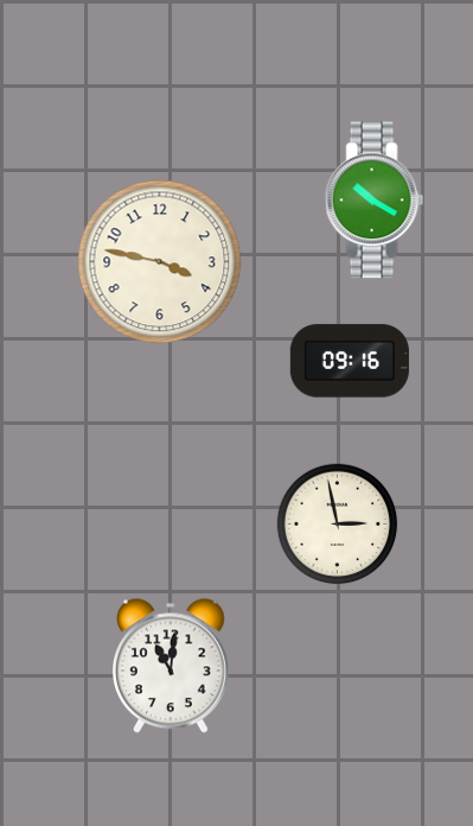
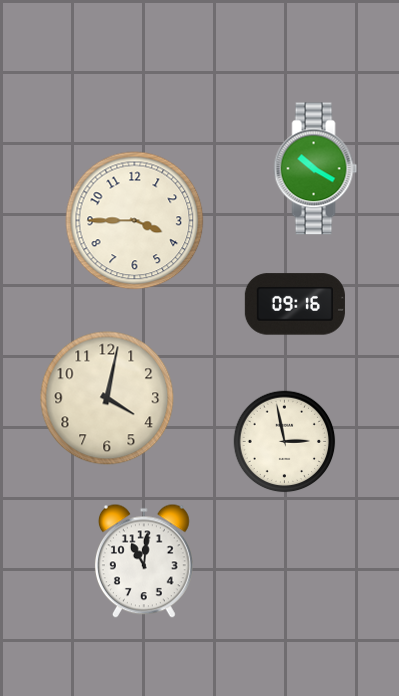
clock at (160, 262): 3:47 -> 3:45
clock at (107, 398): none -> 4:02
